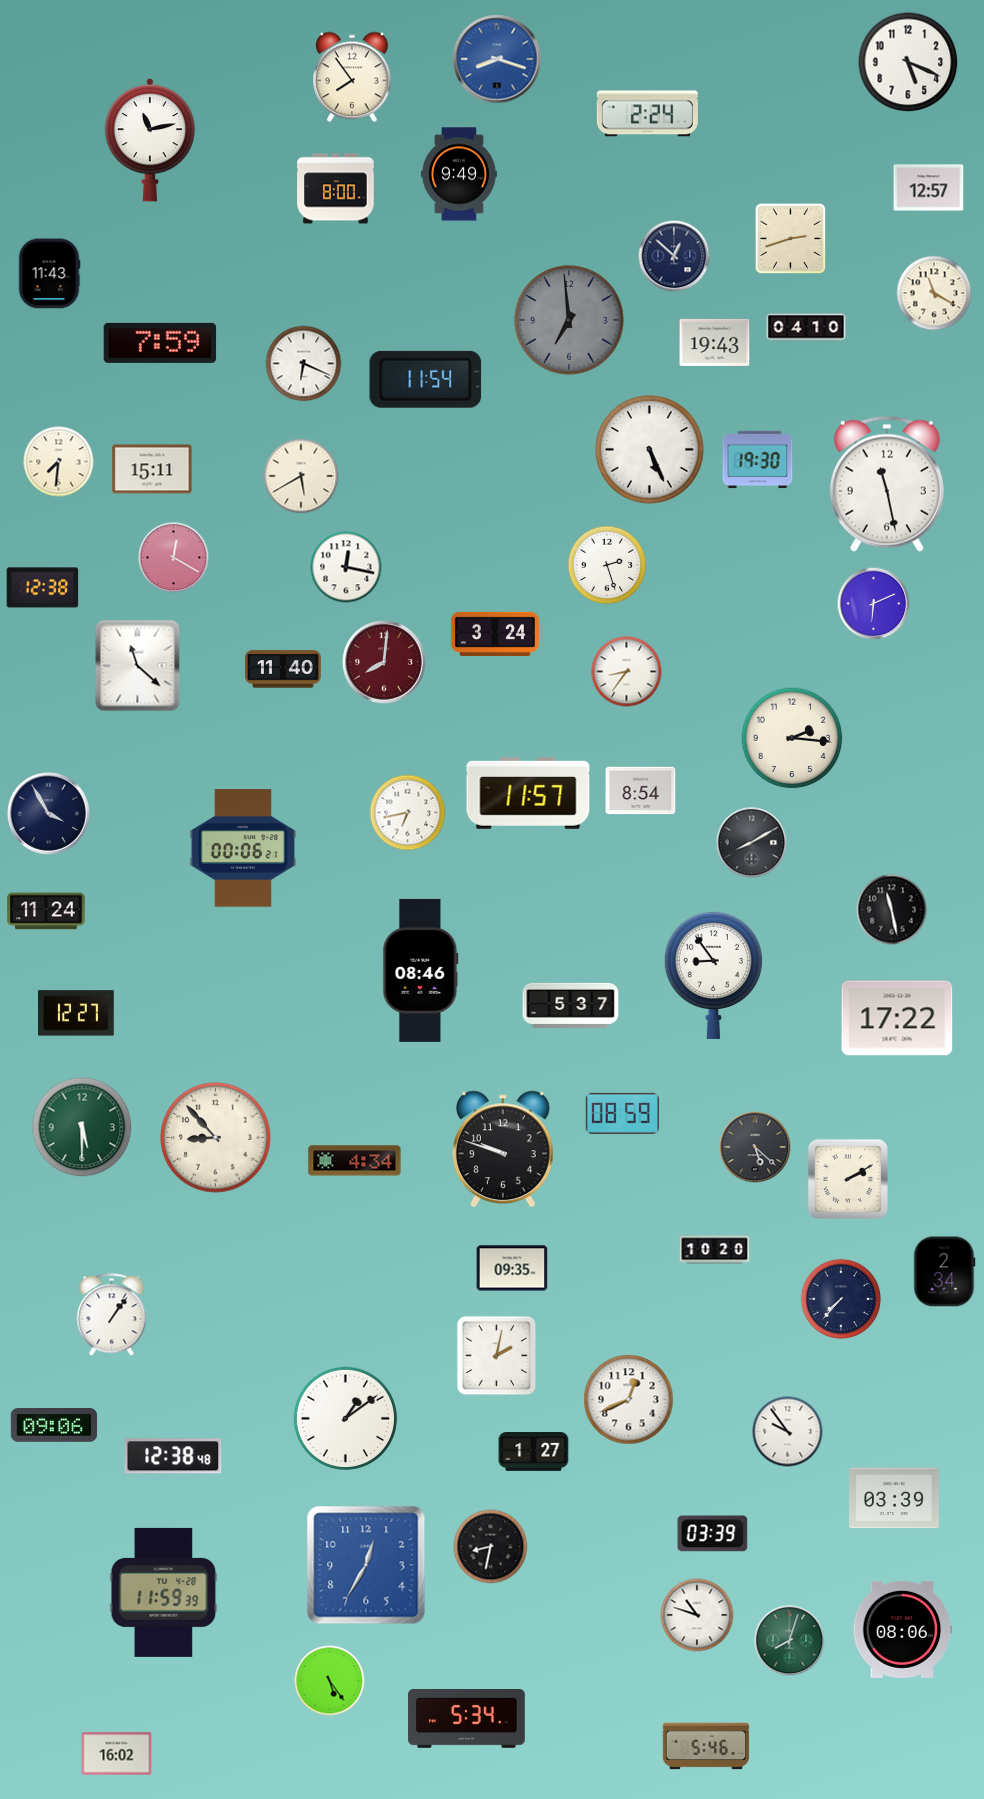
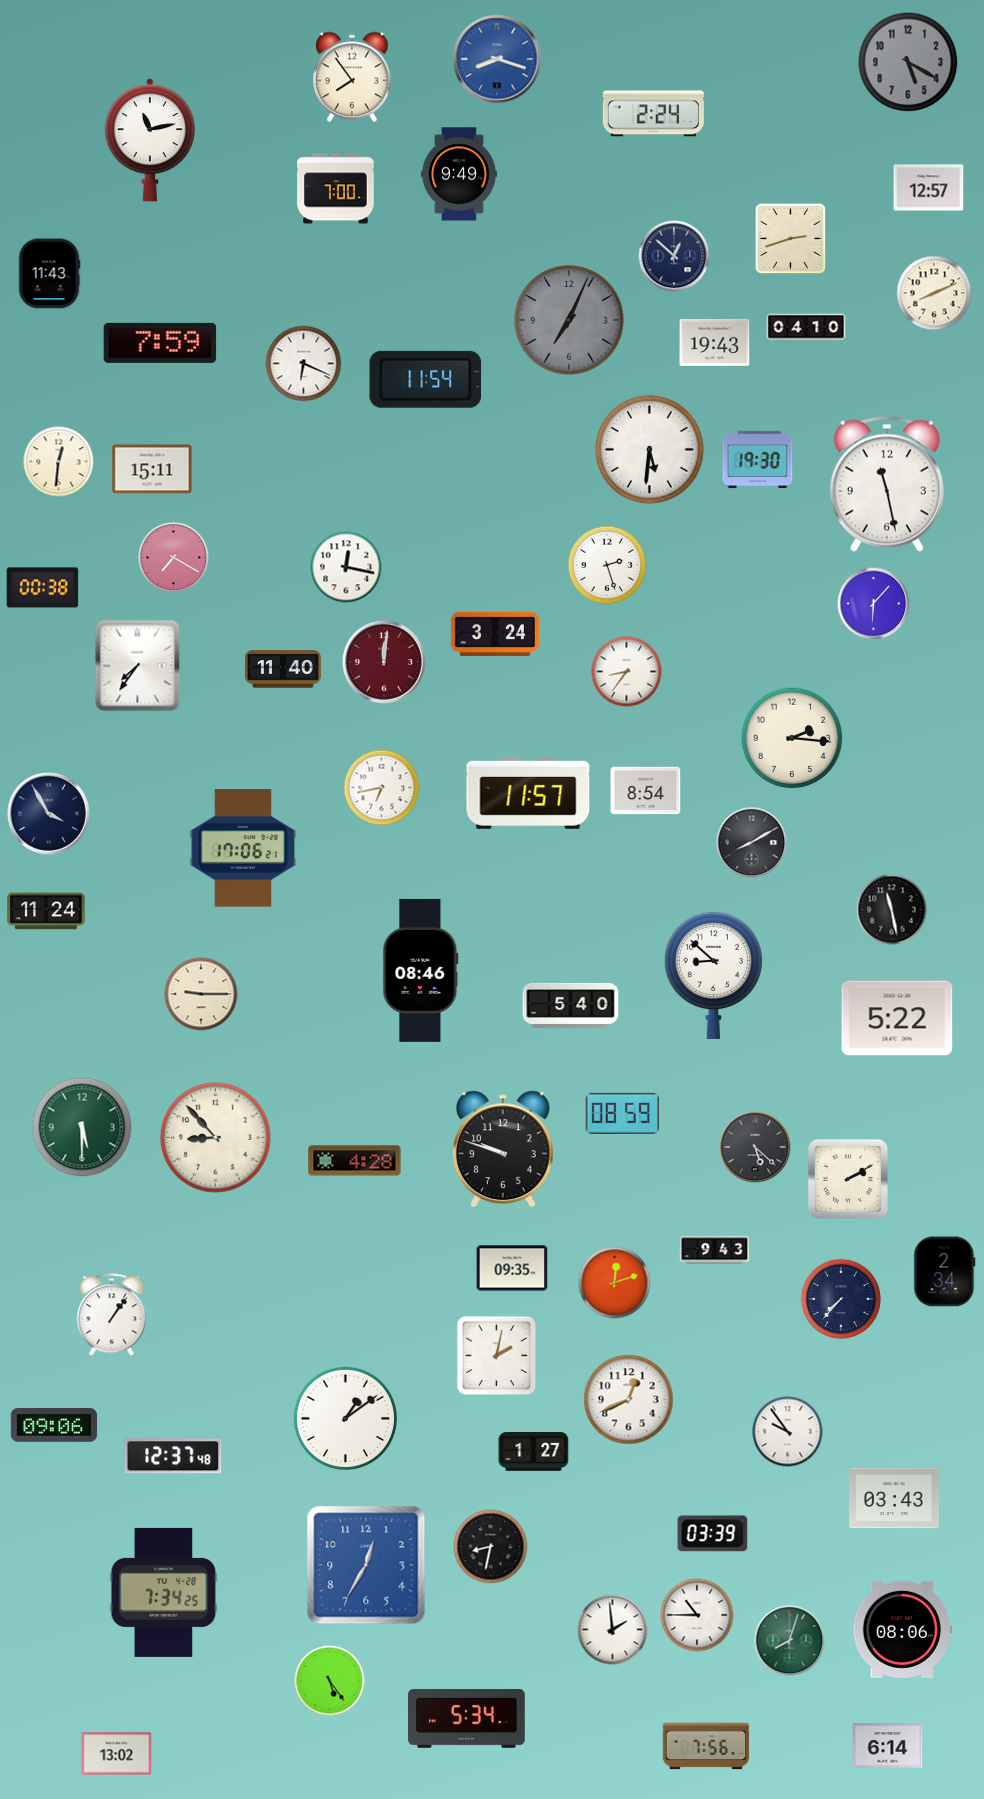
clock at (908, 62): 5:19 -> 5:20
clock at (908, 62) dial: white -> grey
clock at (647, 114) position: (647, 114) -> (653, 114)
clock at (336, 189): 8:00 -> 7:00
clock at (934, 293): 11:20 -> 8:11
clock at (569, 320): 6:59 -> 7:04
clock at (650, 450): 5:26 -> 5:31
clock at (59, 462): 7:31 -> 12:31
clock at (301, 476): 5:40 -> none
clock at (174, 558): 12:20 -> 7:20
clock at (43, 588): 12:38 -> 00:38
clock at (874, 604): 6:11 -> 6:07
clock at (385, 663): 8:01 -> 12:01
clock at (138, 666): 11:22 -> 7:36
clock at (641, 791) position: (641, 791) -> (646, 791)
clock at (408, 813) position: (408, 813) -> (382, 788)
clock at (243, 848): 00:06 -> 17:06
clock at (713, 975): 8:54 -> 8:52
clock at (201, 994): none -> 9:15
clock at (571, 1005): 5:37 -> 5:40
clock at (77, 1013): 12:27 -> none
clock at (897, 1018): 17:22 -> 5:22
clock at (355, 1161): 4:34 -> 4:28
clock at (715, 1250): 10:20 -> 9:43
clock at (615, 1283): none -> 12:12
clock at (173, 1456): 12:38 -> 12:37
clock at (894, 1498): 03:39 -> 03:43
clock at (164, 1592): 11:59 -> 7:34
clock at (697, 1615): 10:48 -> 10:45
clock at (613, 1630): none -> 1:59
clock at (706, 1746): 5:46 -> 7:56
clock at (888, 1746): none -> 6:14
clock at (117, 1754): 16:02 -> 13:02
